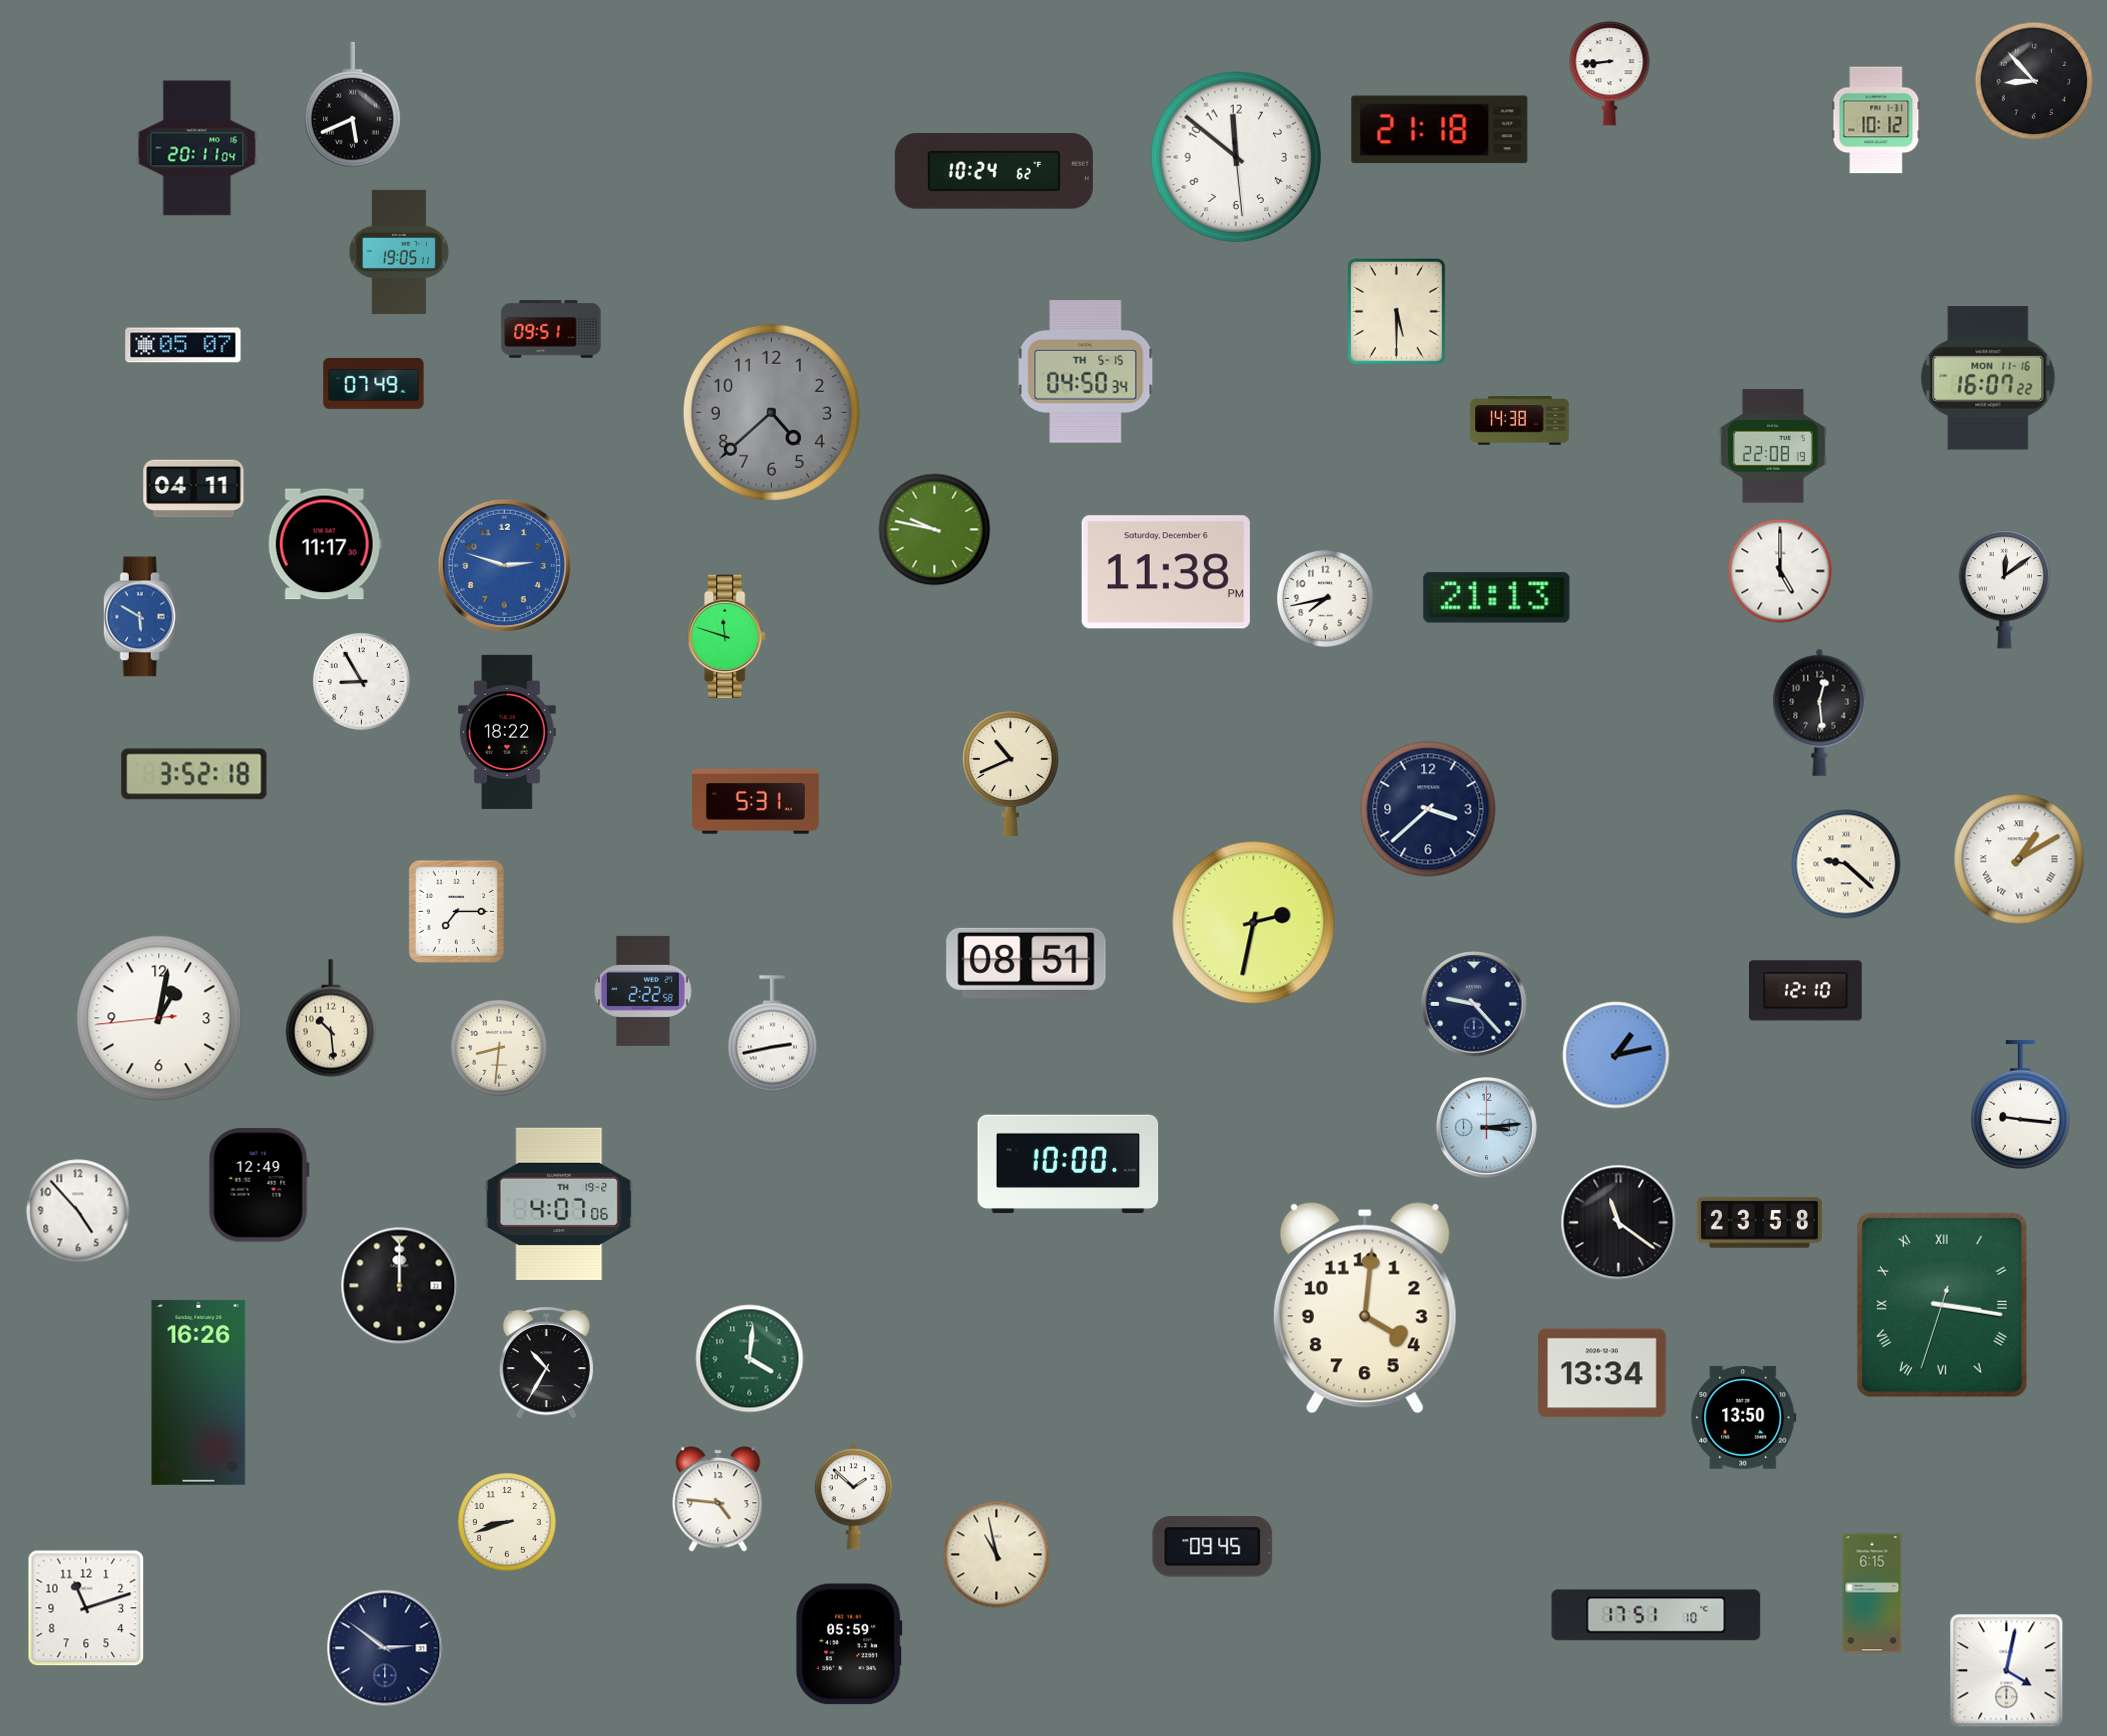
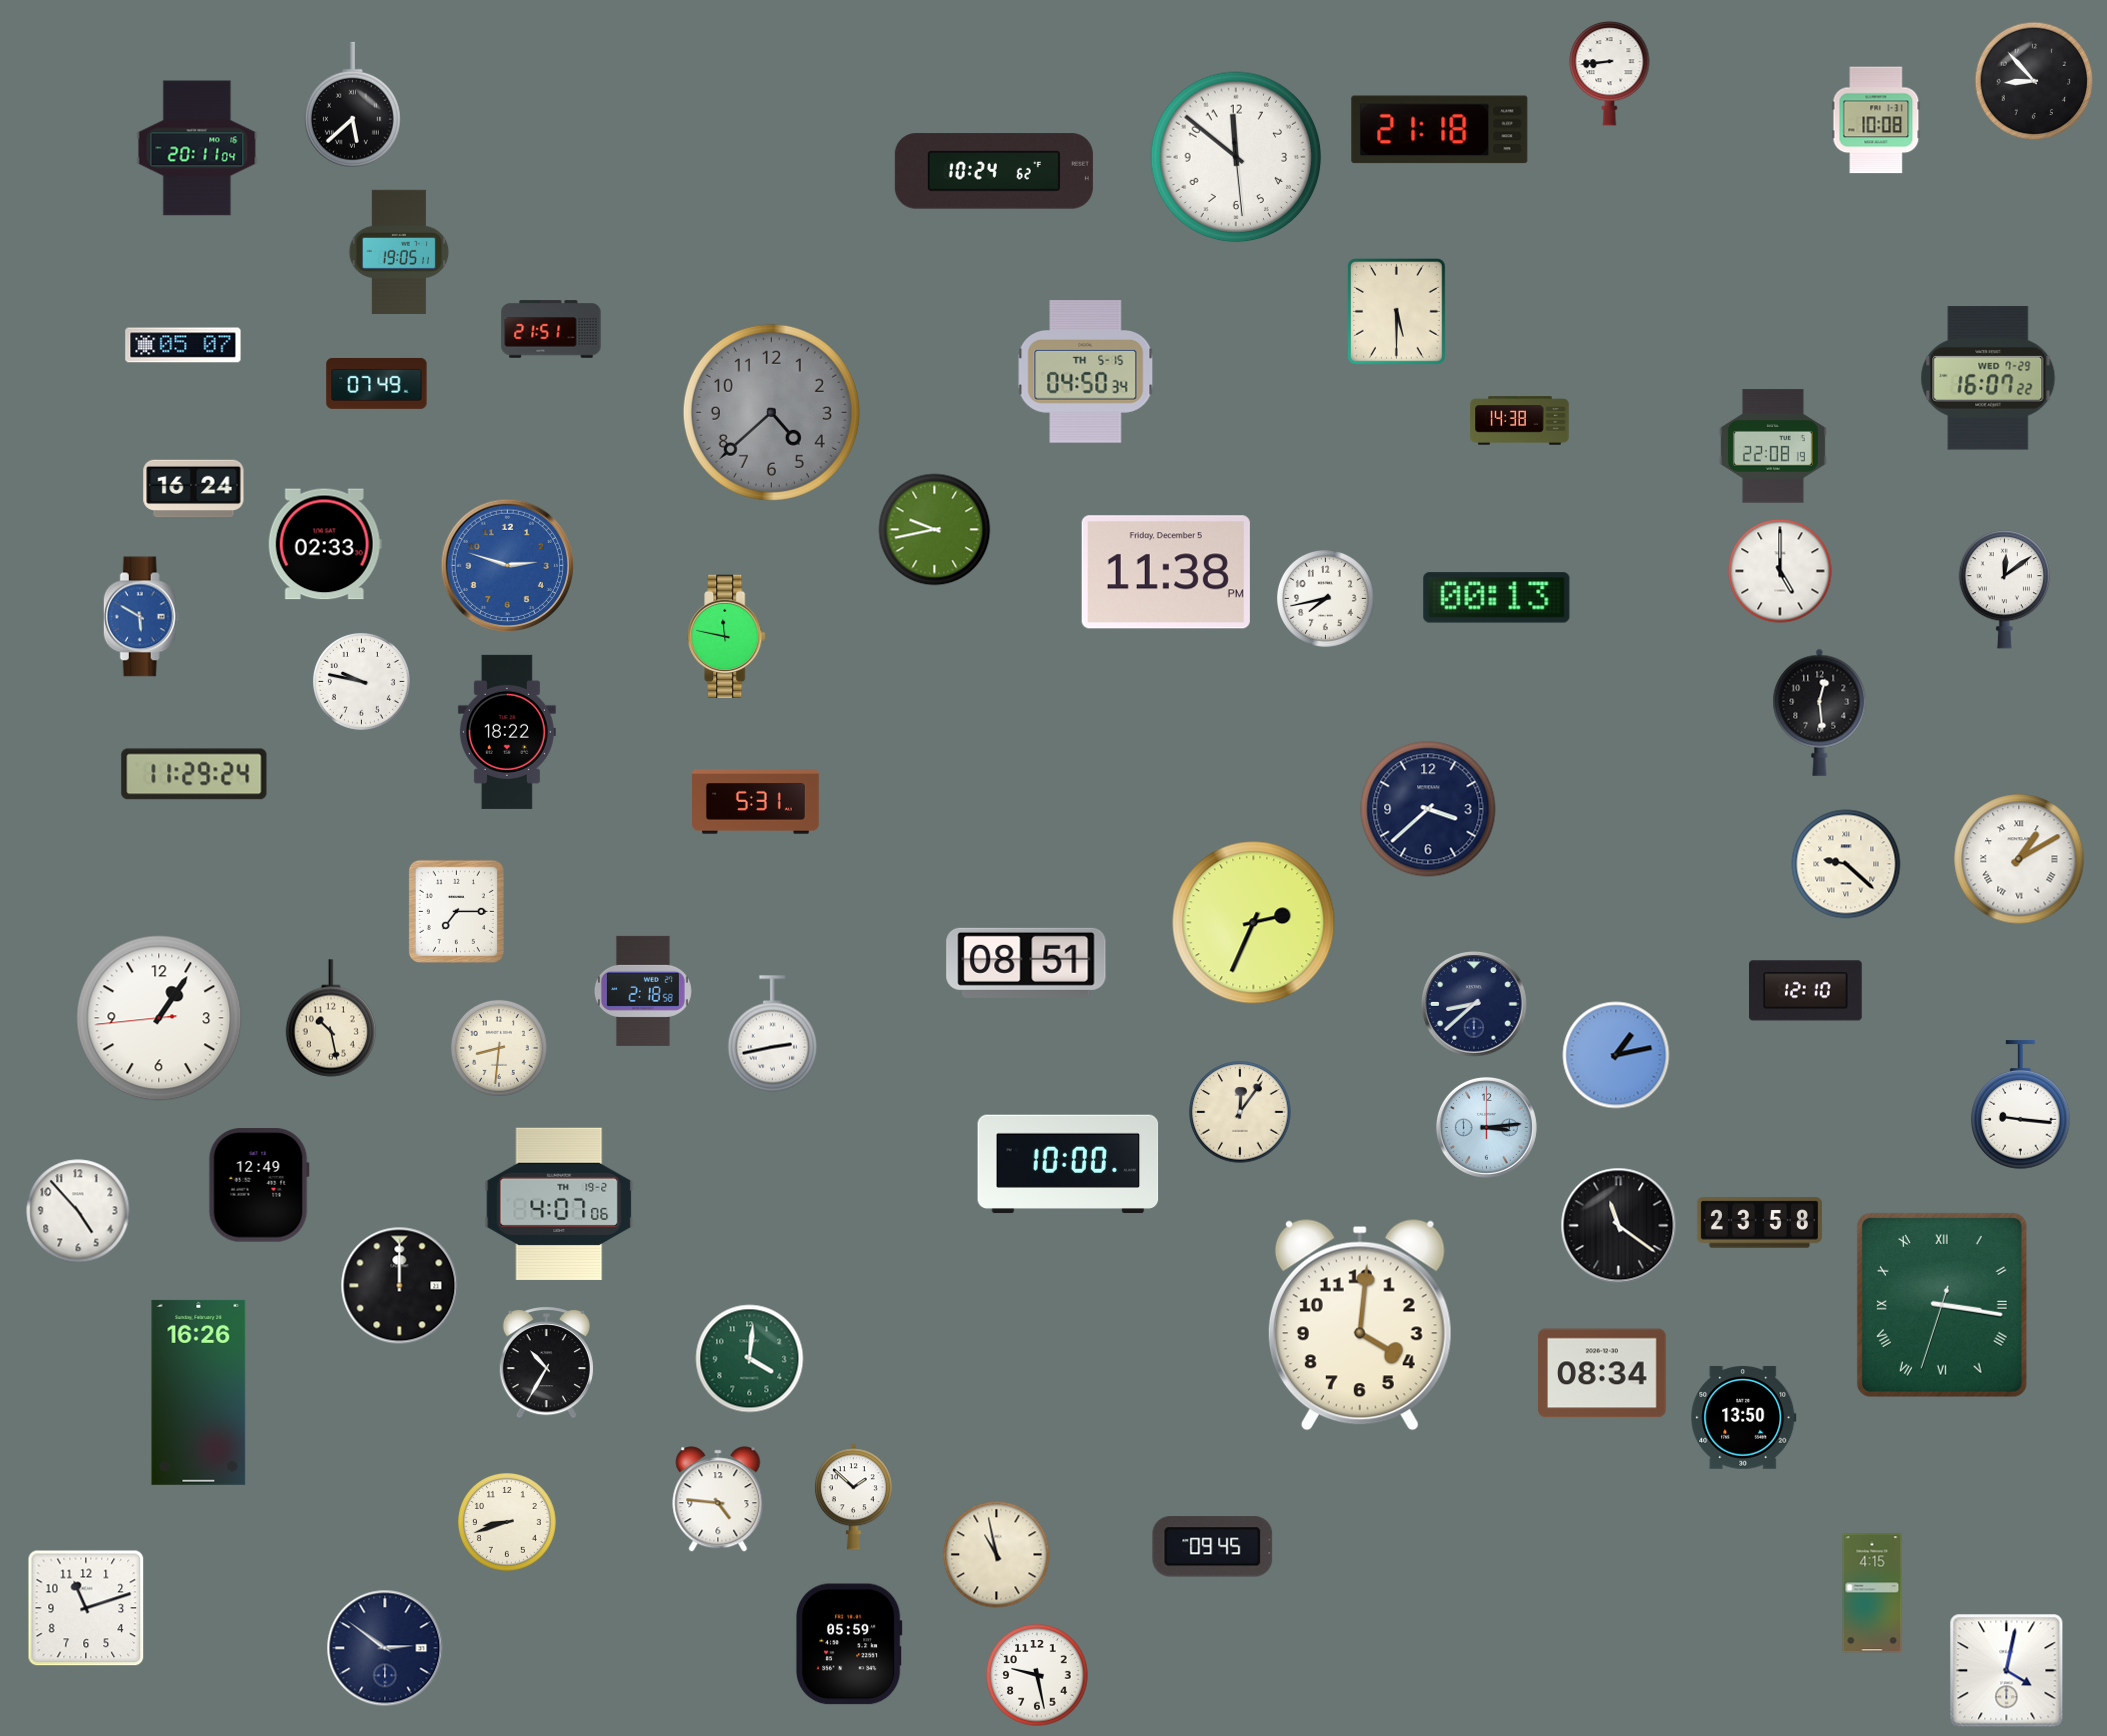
clock at (352, 105): 5:41 -> 5:38
clock at (1876, 120): 10:12 -> 10:08
clock at (551, 329): 09:51 -> 21:51
clock at (1988, 378) date: MON 11-16 -> WED 7-29
clock at (374, 383) position: (374, 383) -> (377, 383)
clock at (194, 489): 04:11 -> 16:24
clock at (935, 530): 9:47 -> 9:43
clock at (325, 544): 11:17 -> 02:33
clock at (504, 565) position: (504, 565) -> (507, 565)
clock at (1166, 572) date: Saturday, December 6 -> Friday, December 5
clock at (1497, 598): 21:13 -> 00:13
clock at (727, 636): 11:48 -> 11:47
clock at (361, 681): 8:55 -> 9:47
clock at (1010, 773): 10:41 -> none
clock at (194, 774): 3:52 -> 11:29
clock at (1254, 923): 2:32 -> 2:34
clock at (643, 991): 2:22 -> 2:18
clock at (1474, 1004): 9:23 -> 8:38
clock at (159, 1018): 1:01 -> 1:05
clock at (331, 1018): 10:29 -> 10:28
clock at (1240, 1112): none -> 12:06
clock at (1619, 1223) position: (1619, 1223) -> (1619, 1226)
clock at (1365, 1308) position: (1365, 1308) -> (1360, 1325)
clock at (1602, 1373): 13:34 -> 08:34
clock at (1872, 1593): 6:15 -> 4:15
clock at (1656, 1615): 17:51 -> none
clock at (1037, 1675): none -> 9:28
